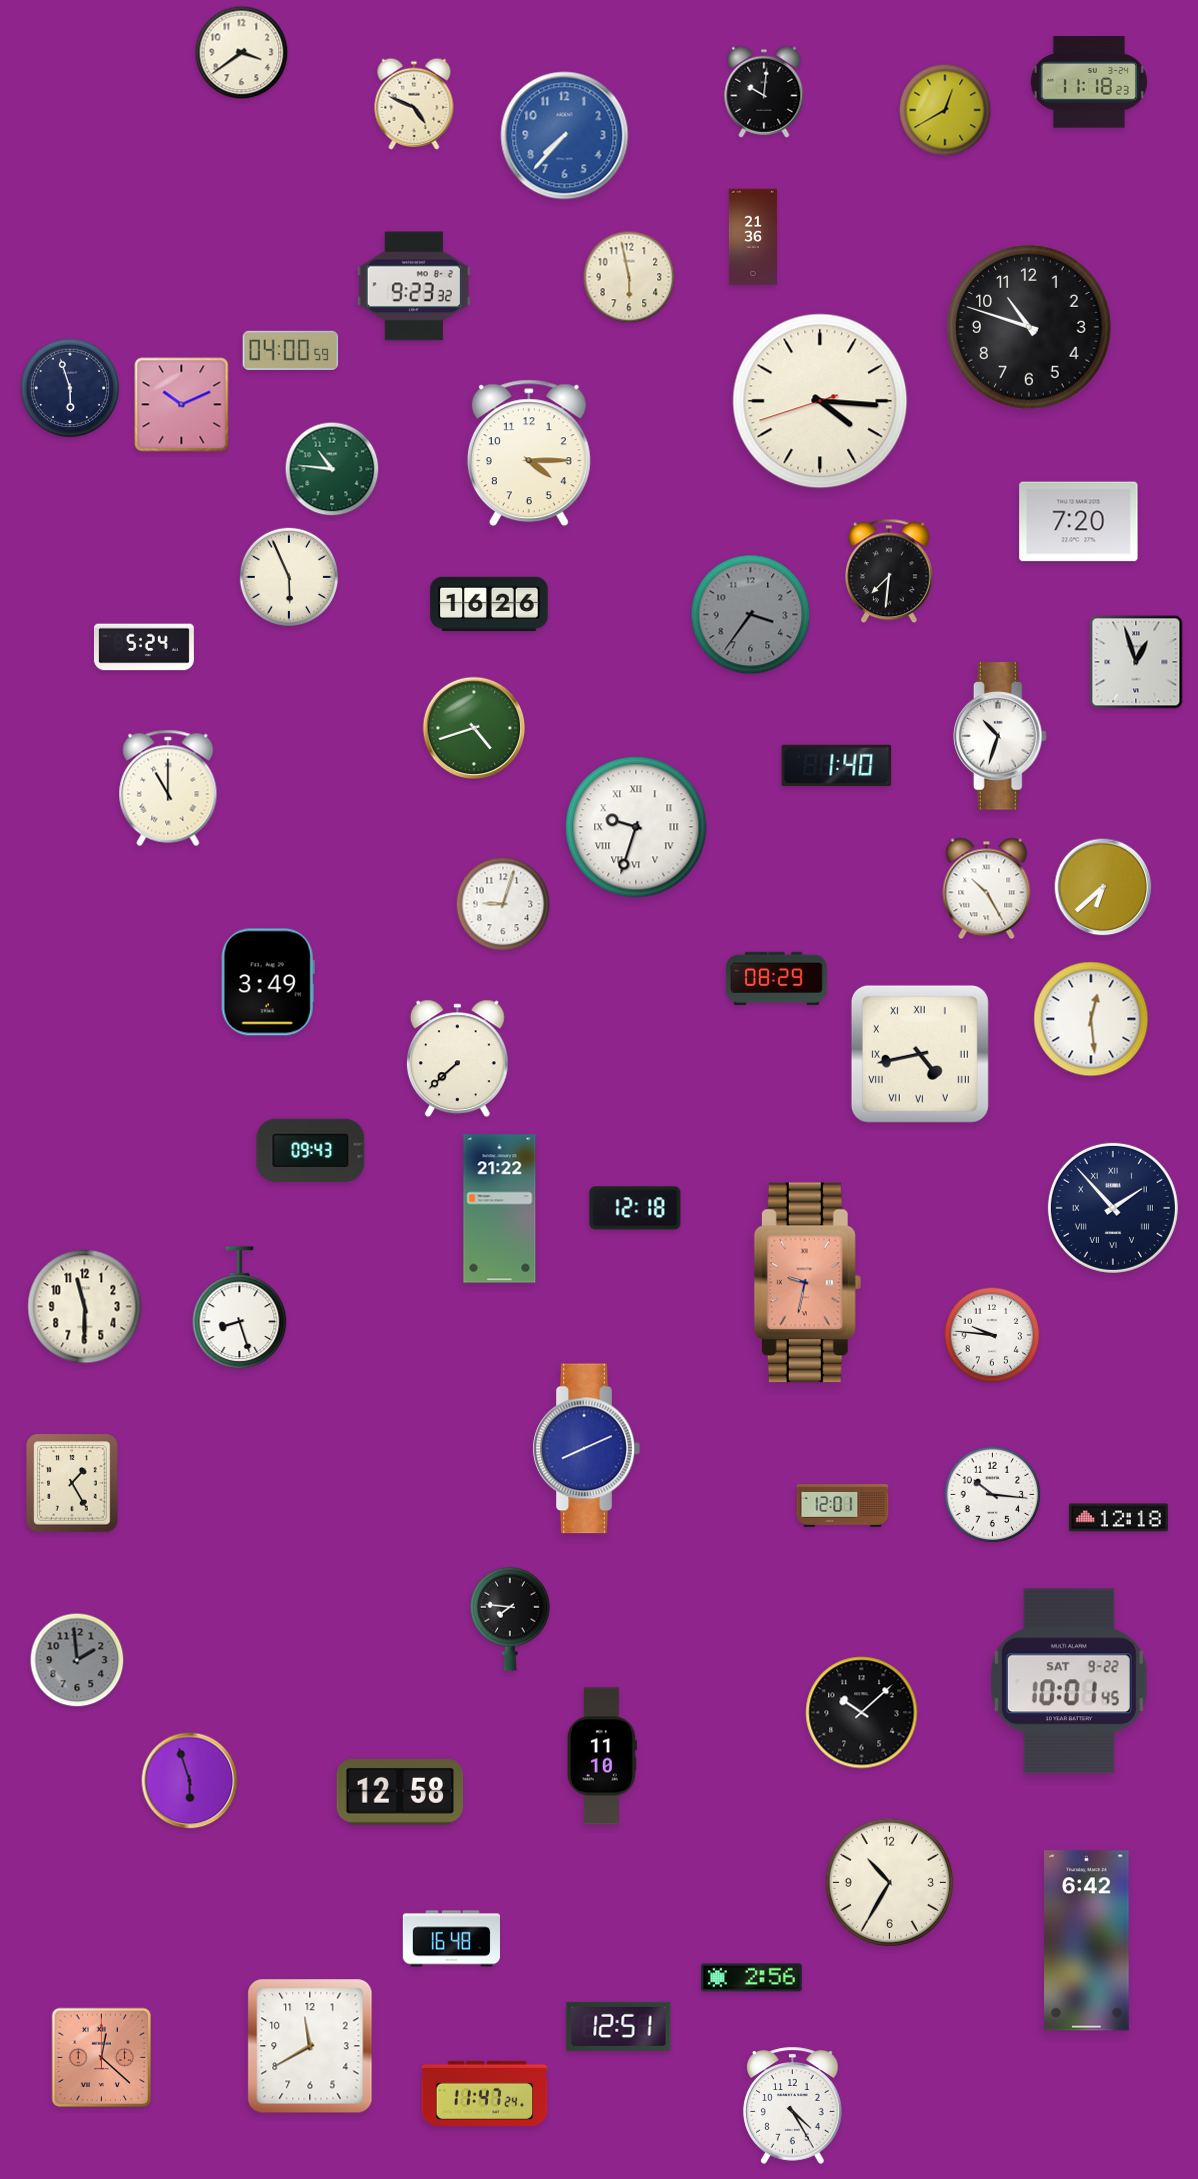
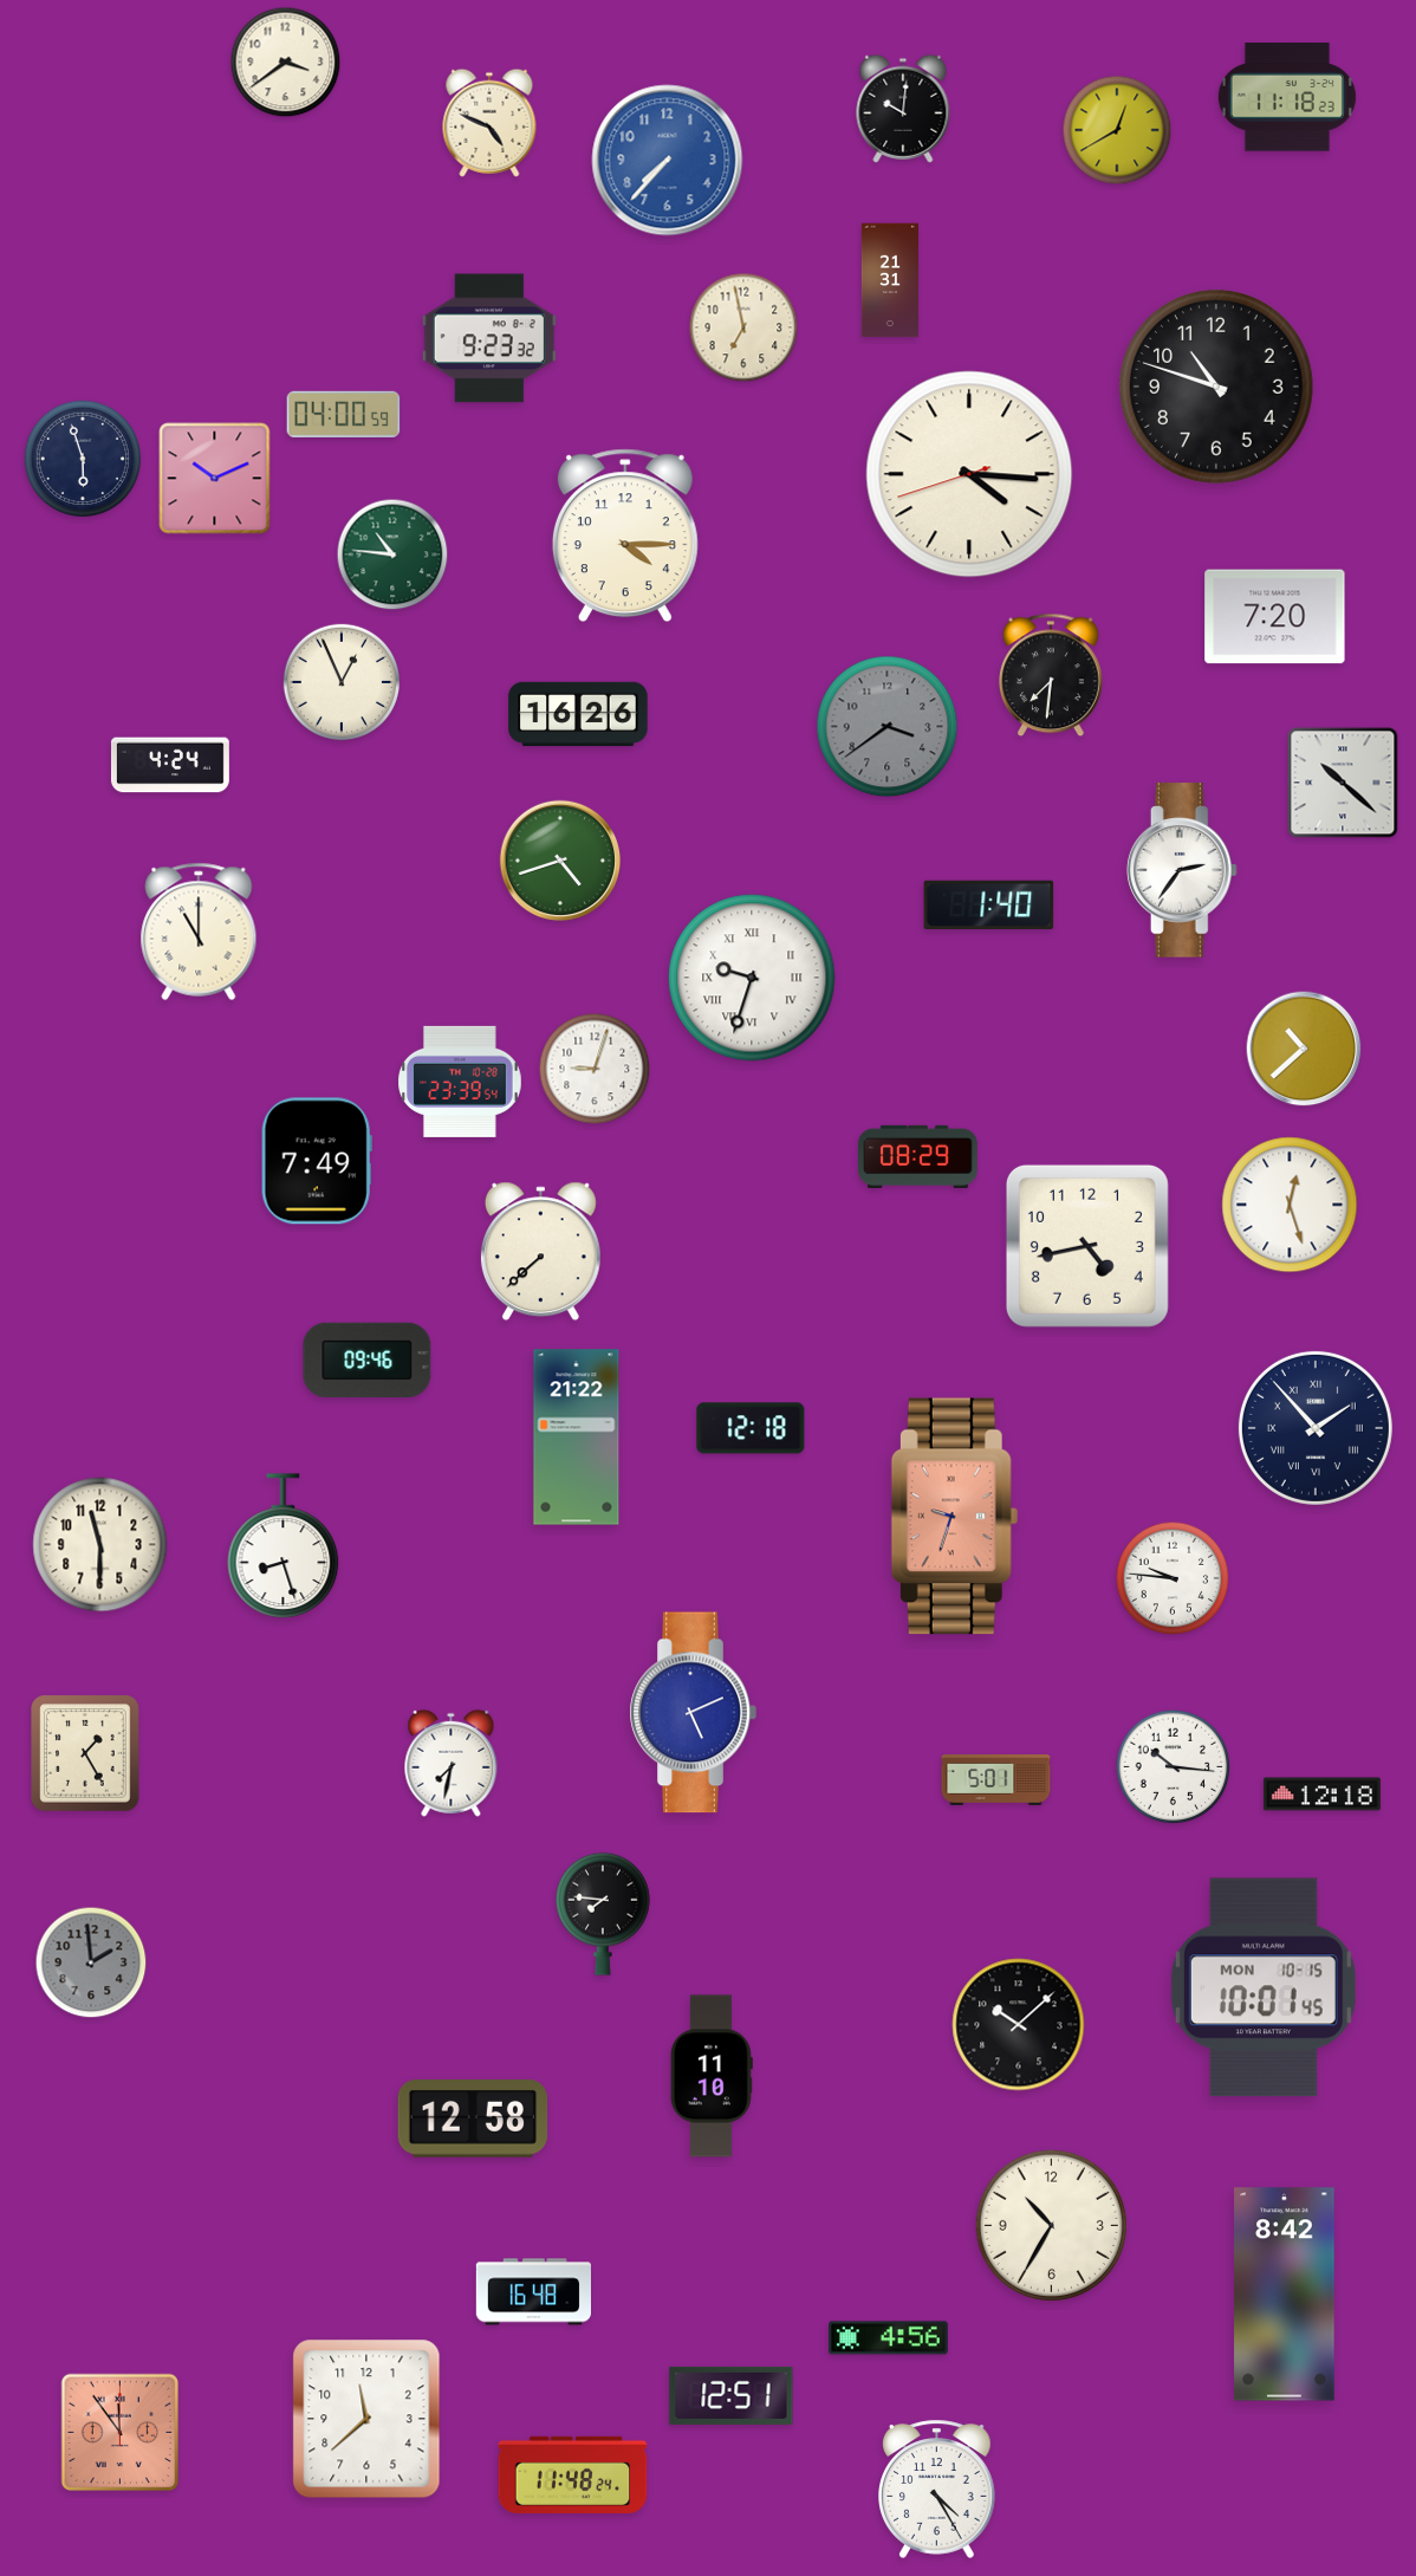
clock at (753, 237): 21:36 -> 21:31
clock at (629, 277): 5:58 -> 6:58
clock at (288, 576): 5:56 -> 12:56
clock at (751, 615): 3:36 -> 3:39
clock at (144, 647): 5:24 -> 4:24
clock at (1136, 662): 12:57 -> 10:22
clock at (1000, 736): 10:33 -> 2:36
clock at (1103, 887): 6:38 -> 10:38
clock at (987, 889): 10:25 -> none
clock at (461, 1082): none -> 23:39
clock at (268, 982): 3:49 -> 7:49
clock at (1091, 1019): 12:29 -> 12:27
clock at (920, 1054) numerals: Roman -> Arabic
clock at (311, 1150): 09:43 -> 09:46
clock at (500, 1209) position: (500, 1209) -> (577, 1438)
clock at (807, 1283): 9:32 -> 9:33
clock at (586, 1449): 8:11 -> 5:11
clock at (452, 1763): none -> 7:32
clock at (843, 1506): 12:01 -> 5:01
clock at (1069, 1681) date: SAT 9-22 -> MON 10-15
clock at (190, 1781): 5:57 -> none
clock at (1087, 1941): 6:42 -> 8:42
clock at (752, 1978): 2:56 -> 4:56
clock at (310, 2046): 11:40 -> 11:38
clock at (102, 2058): 12:22 -> 11:54
clock at (485, 2093): 11:47 -> 11:48
